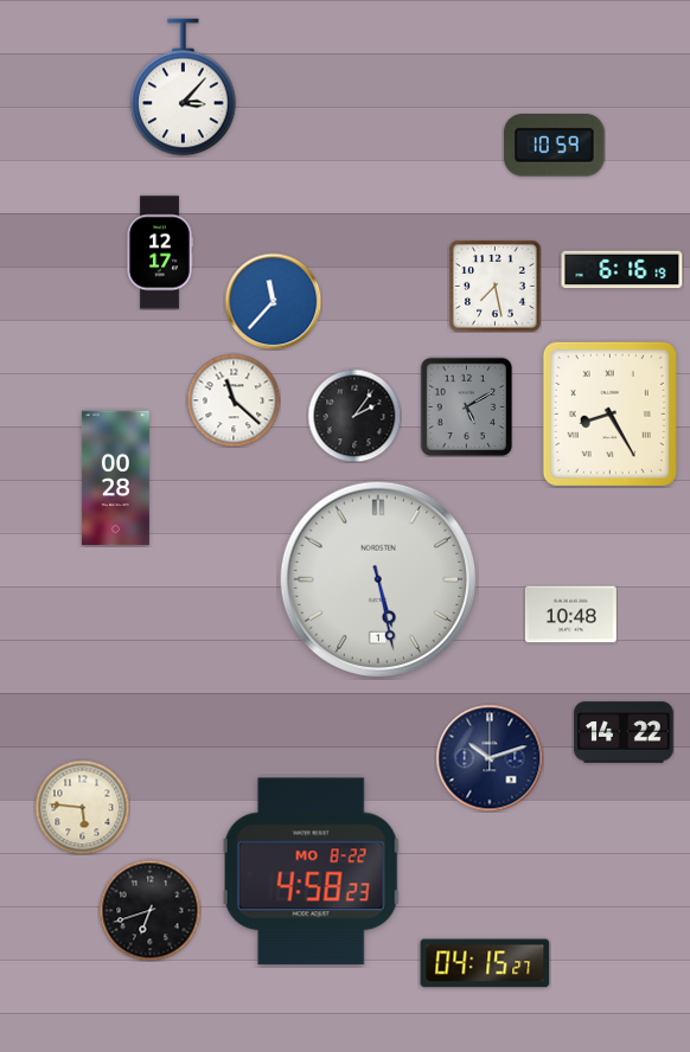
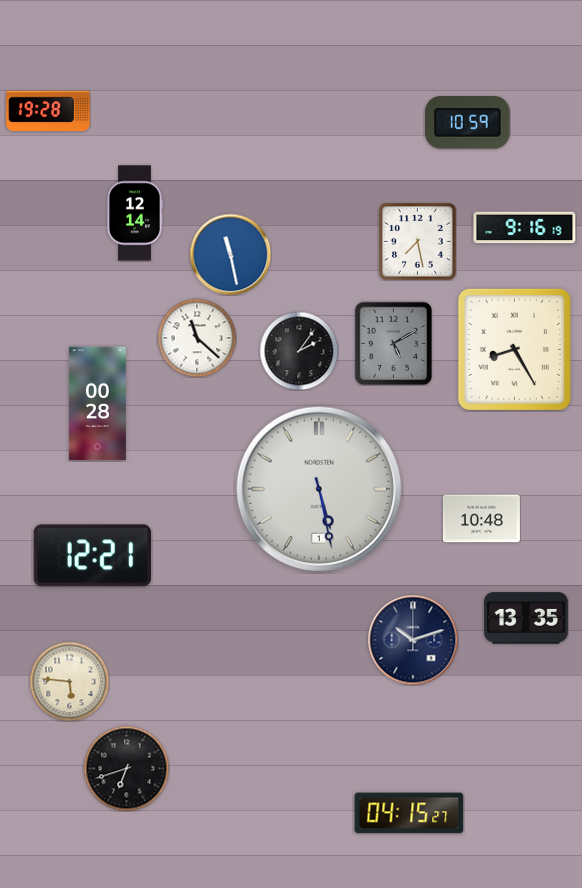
clock at (184, 88): 3:07 -> none
clock at (48, 111): none -> 19:28
clock at (160, 252): 12:17 -> 12:14
clock at (622, 270): 6:16 -> 9:16
clock at (273, 301): 11:37 -> 11:28
clock at (92, 556): none -> 12:21
clock at (624, 732): 14:22 -> 13:35
clock at (312, 872): 4:58 -> none
